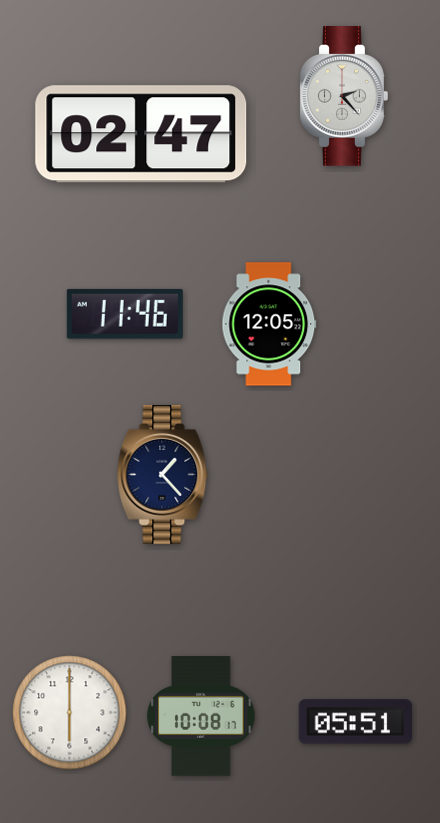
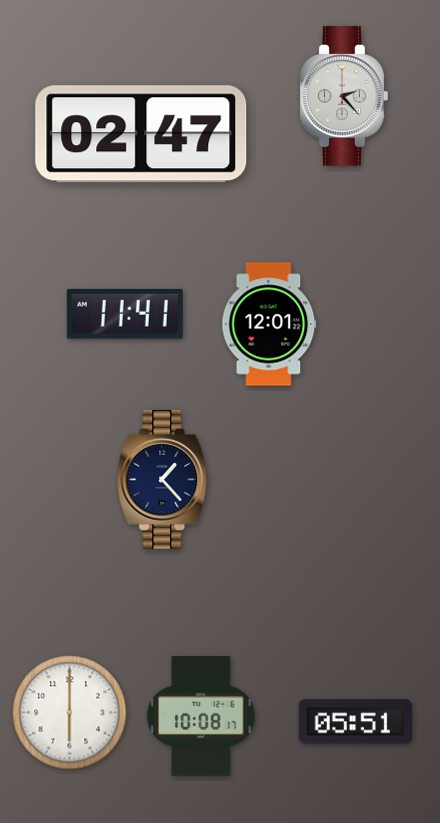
clock at (125, 314): 11:46 -> 11:41
clock at (269, 324): 12:05 -> 12:01
clock at (163, 474) position: (163, 474) -> (163, 479)
